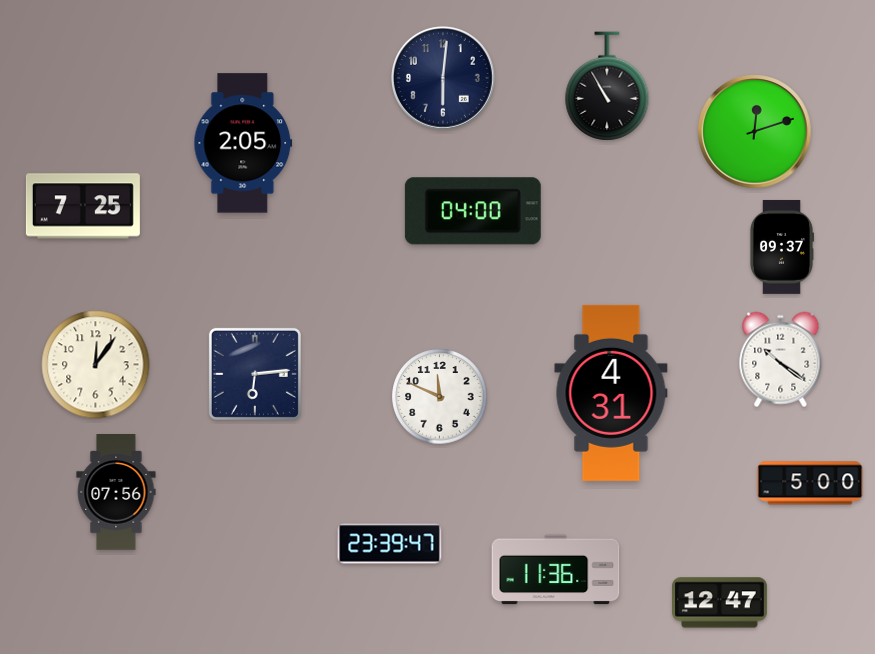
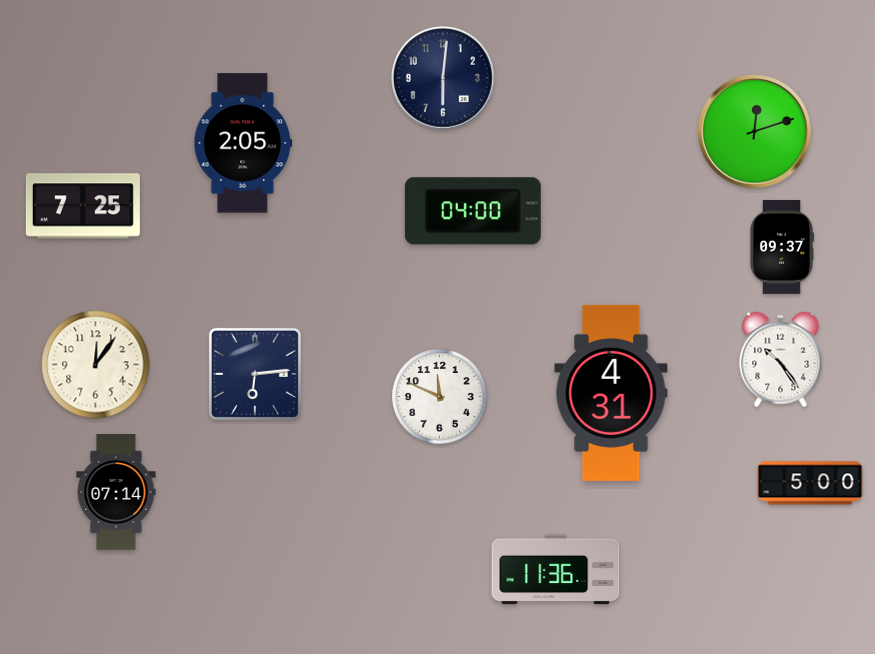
clock at (607, 86): 10:55 -> none
clock at (781, 360): 10:21 -> 10:24
clock at (116, 492): 07:56 -> 07:14
clock at (390, 544): 23:39 -> none
clock at (720, 603): 12:47 -> none
